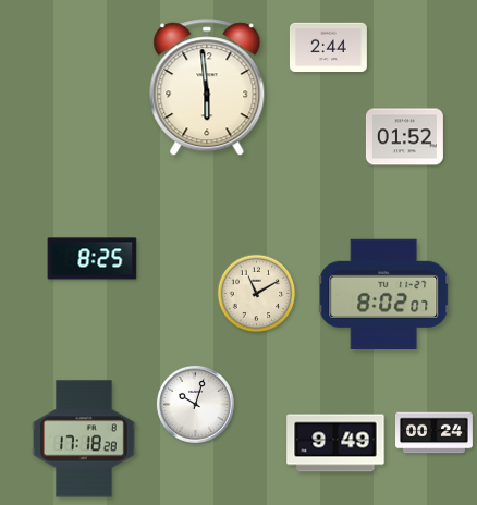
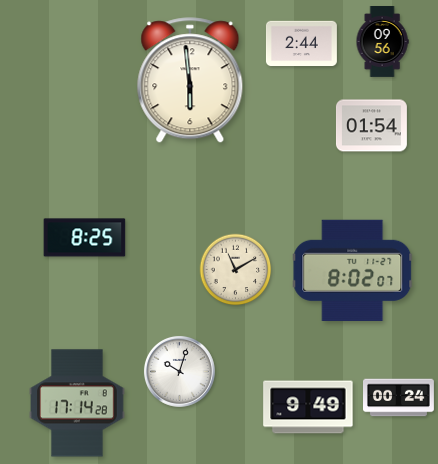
clock at (382, 42): none -> 09:56
clock at (404, 137): 01:52 -> 01:54
clock at (84, 439): 17:18 -> 17:14
